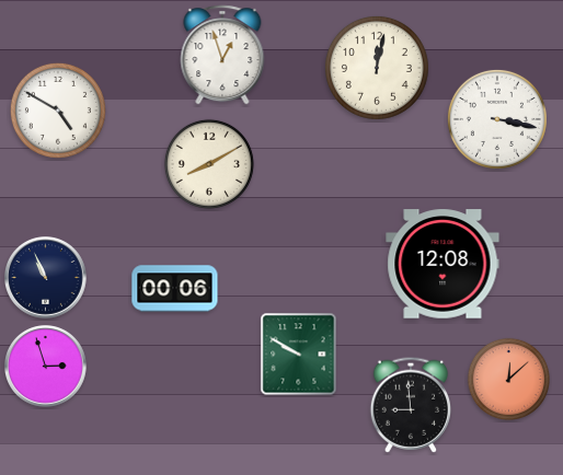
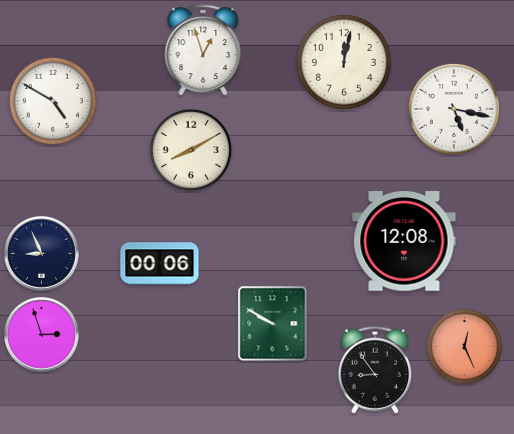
clock at (497, 119): 3:17 -> 5:17
clock at (46, 278): 10:56 -> 8:56
clock at (508, 379): 12:08 -> 12:26
clock at (410, 405): 8:59 -> 8:54
